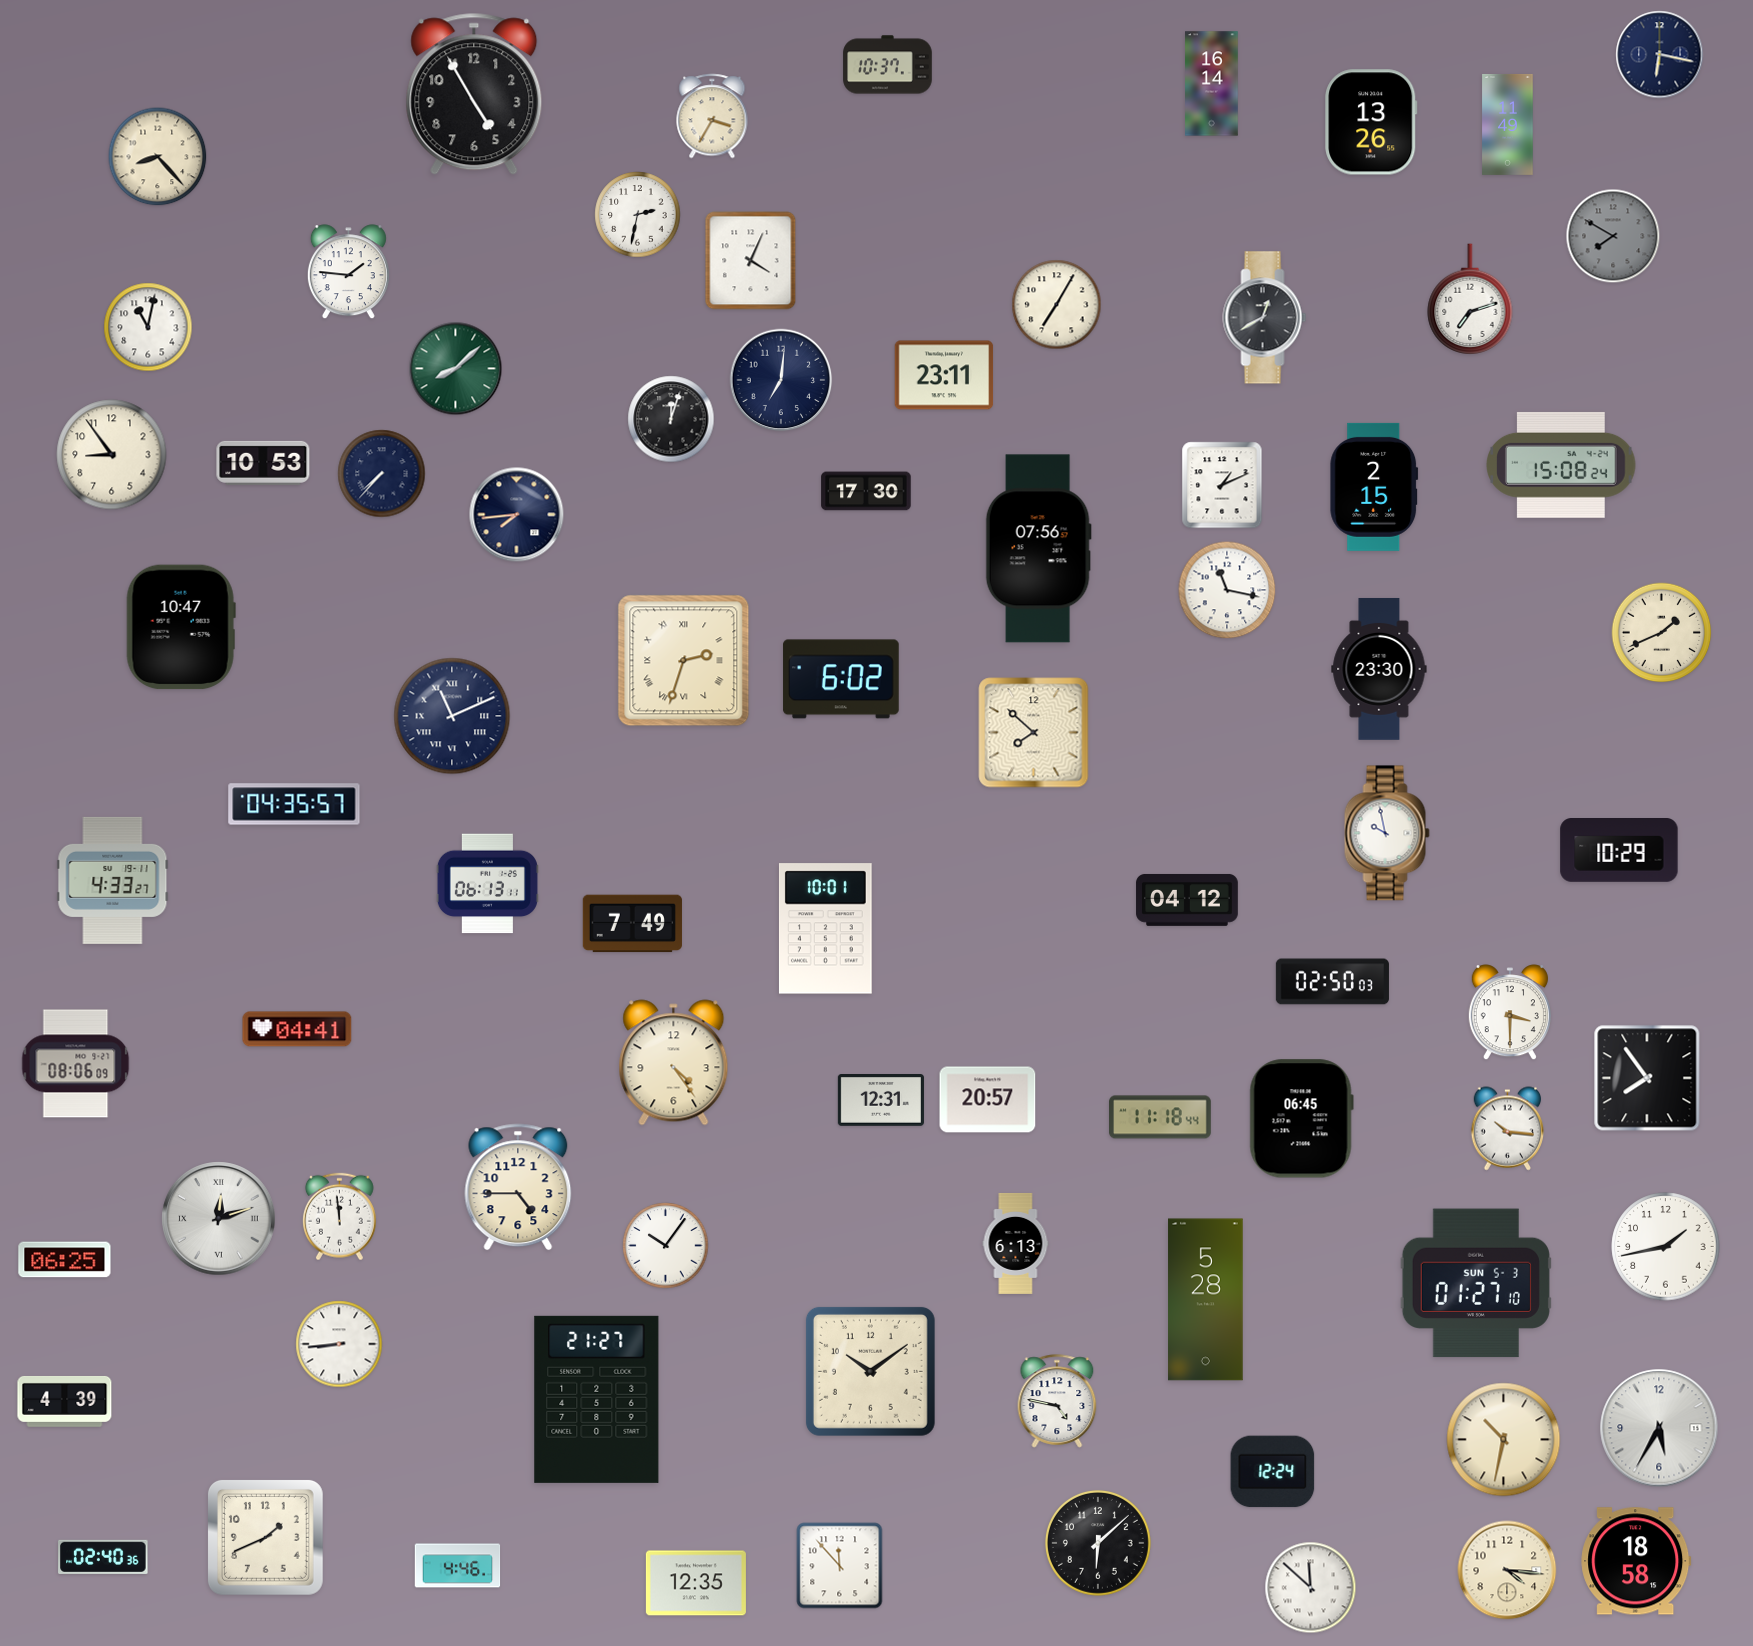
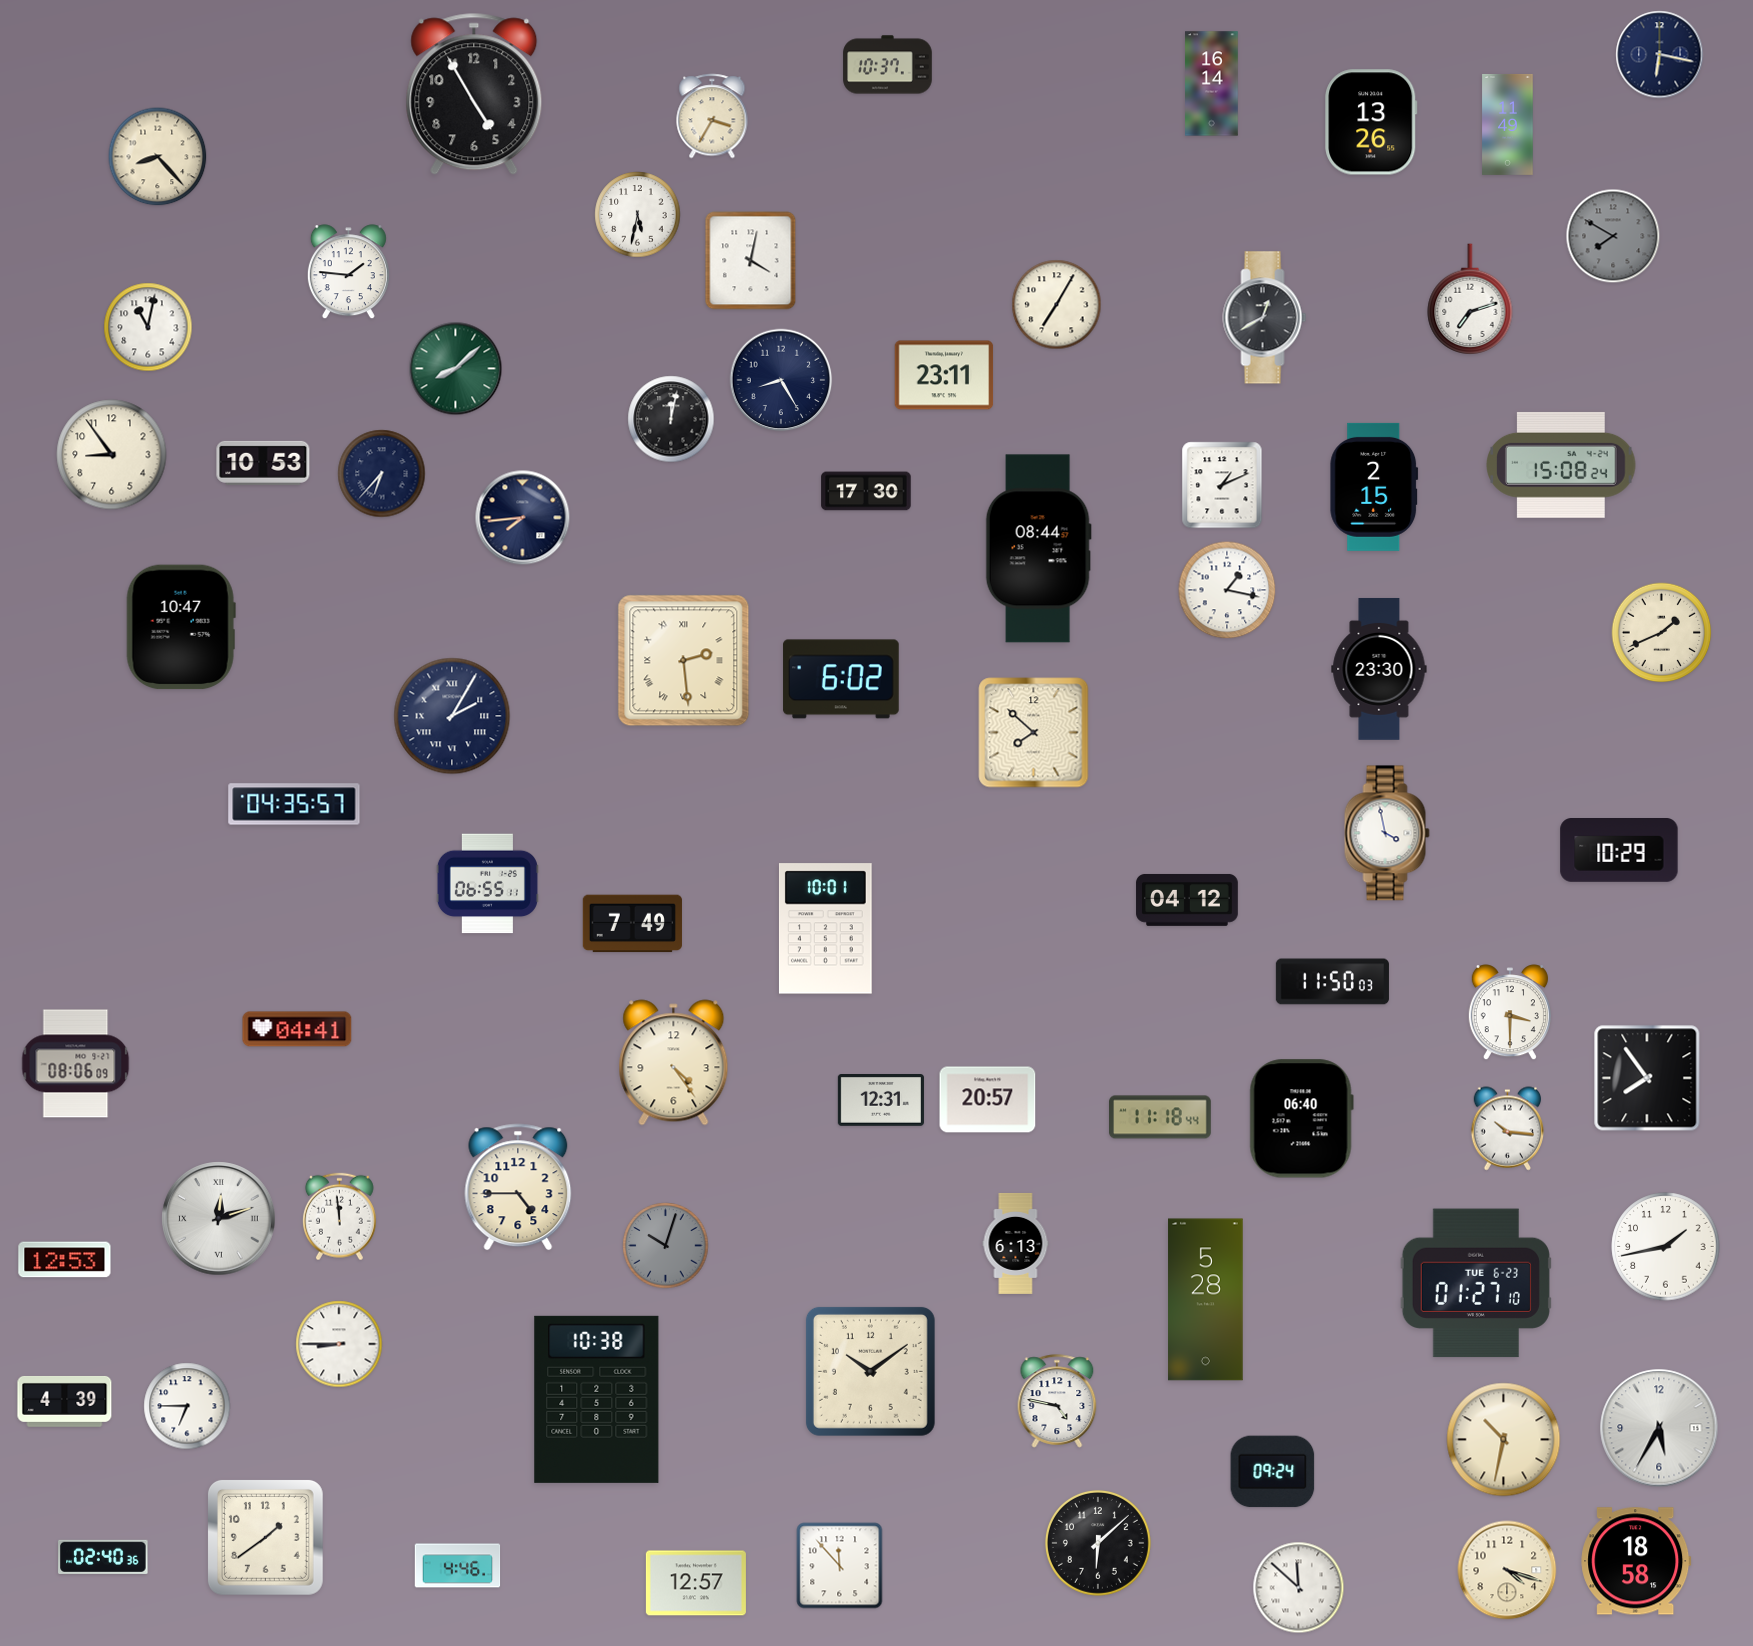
clock at (638, 215): 2:32 -> 5:32
clock at (751, 261): 4:04 -> 4:02
clock at (781, 380): 7:01 -> 8:25
clock at (671, 419): 12:03 -> 12:02
clock at (382, 474): 7:37 -> 6:37
clock at (517, 515) position: (517, 515) -> (523, 518)
clock at (1038, 549): 07:56 -> 08:44
clock at (1227, 590): 11:17 -> 1:17
clock at (684, 661): 2:33 -> 2:29
clock at (452, 716): 11:11 -> 2:05
clock at (1387, 833): 9:58 -> 3:58
clock at (113, 880): 4:33 -> none
clock at (487, 884): 06:13 -> 06:55
clock at (1332, 982): 02:50 -> 11:50
clock at (1301, 1119): 06:45 -> 06:40
clock at (666, 1246): 10:06 -> 10:03
clock at (666, 1246) dial: white -> grey
clock at (65, 1260): 06:25 -> 12:53
clock at (1476, 1283) date: SUN 5-3 -> TUE 6-23
clock at (339, 1344): 8:44 -> 8:45
clock at (597, 1399): 21:27 -> 10:38
clock at (187, 1406): none -> 6:45
clock at (1273, 1472): 12:24 -> 09:24
clock at (265, 1537): 1:41 -> 1:39
clock at (1507, 1570): 4:16 -> 4:18
clock at (696, 1583): 12:35 -> 12:57
clock at (1311, 1588) position: (1311, 1588) -> (1299, 1588)
